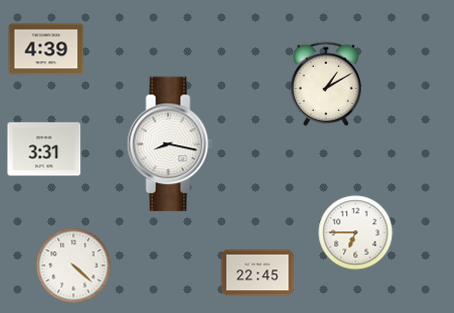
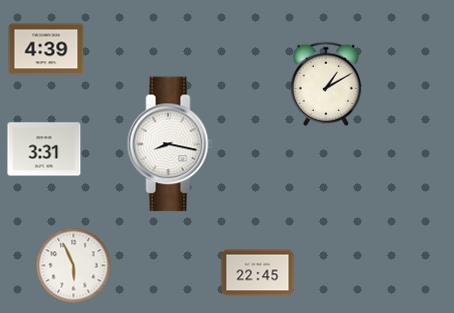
clock at (356, 233): 6:45 -> none
clock at (74, 266): 4:22 -> 5:56
